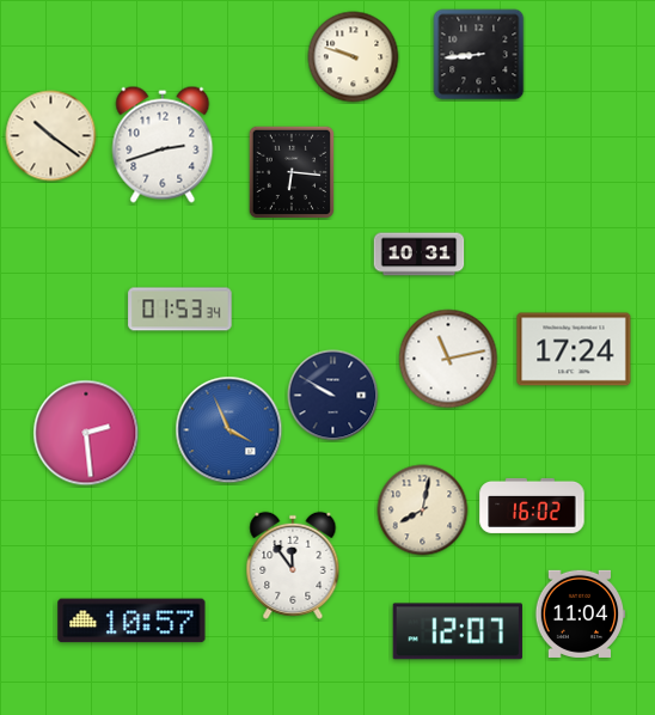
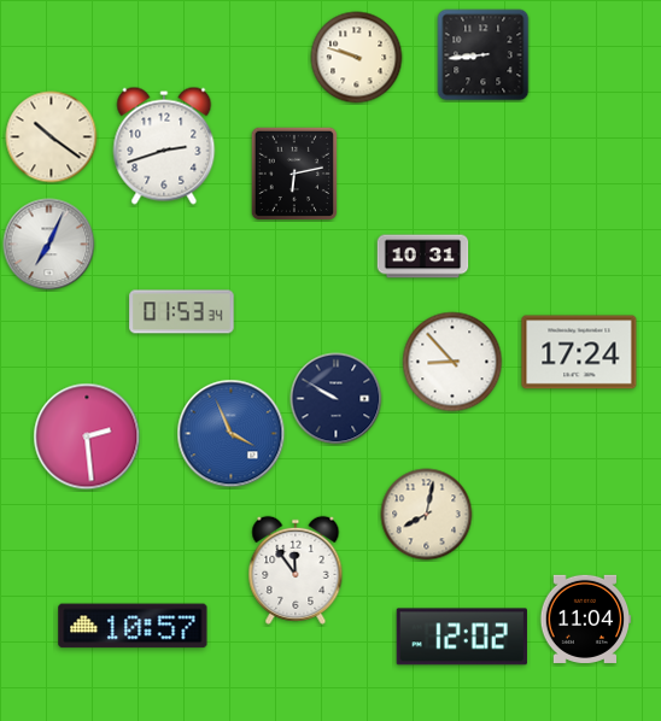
clock at (292, 172): 6:16 -> 6:13
clock at (49, 245): none -> 7:04
clock at (448, 359): 11:13 -> 8:53
clock at (532, 506): 16:02 -> none
clock at (458, 631): 12:07 -> 12:02
